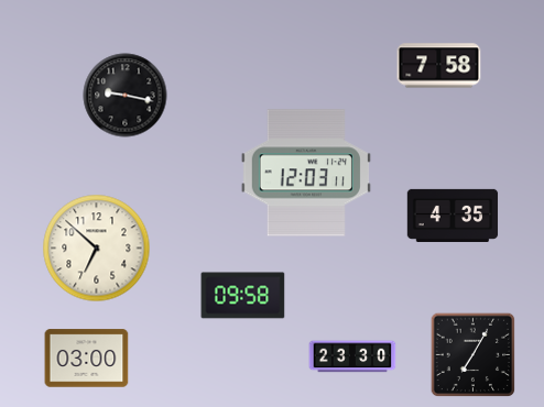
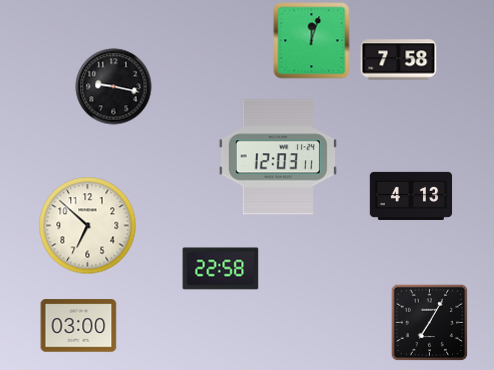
clock at (312, 41): none -> 12:03
clock at (453, 216): 4:35 -> 4:13
clock at (243, 296): 09:58 -> 22:58
clock at (352, 356): 23:30 -> none
